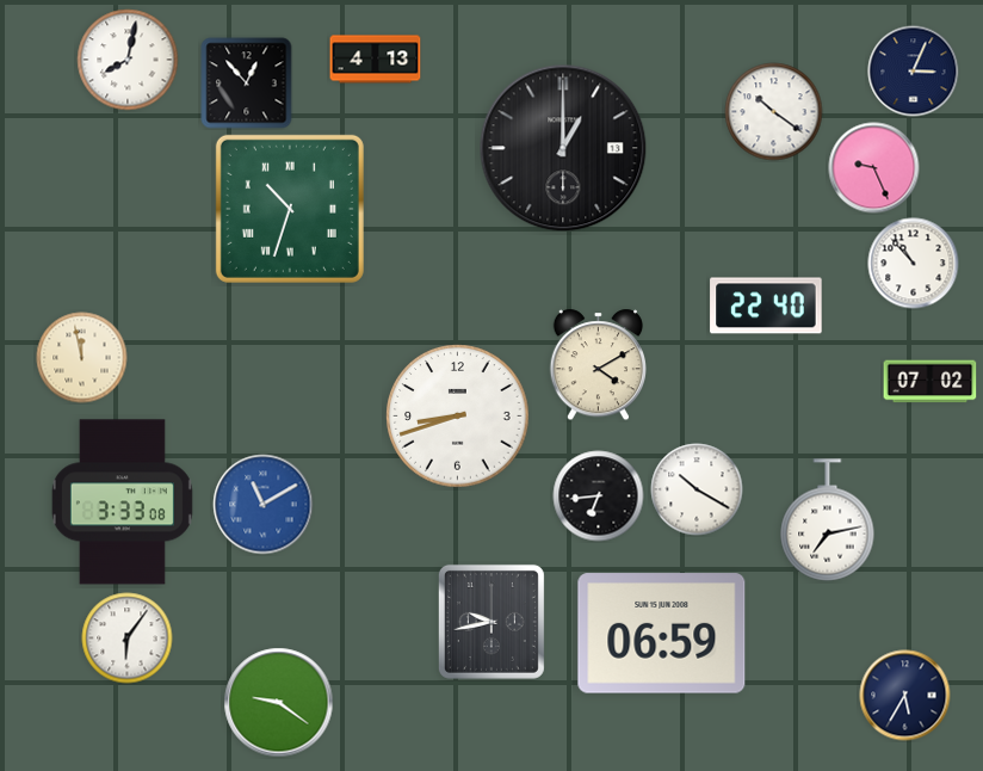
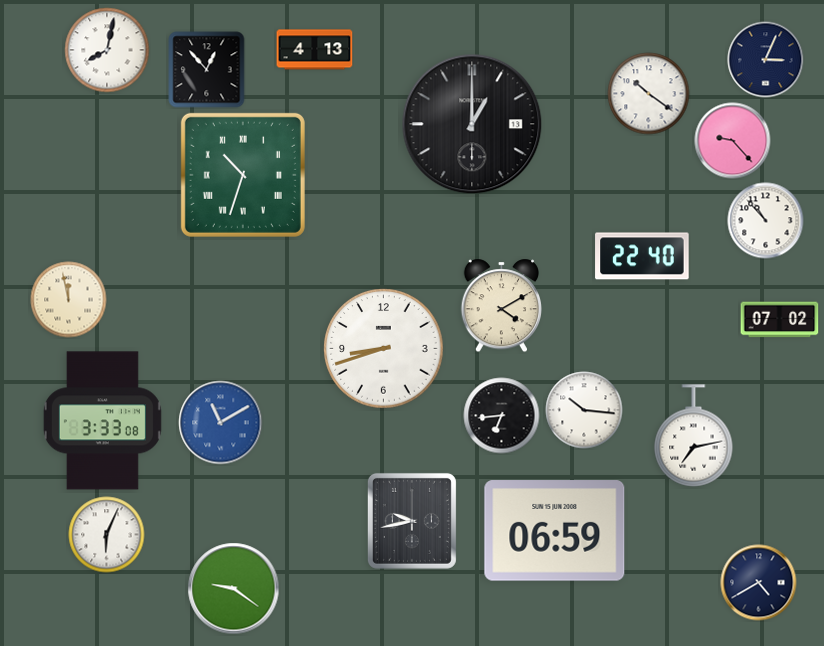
clock at (874, 168): 9:26 -> 9:23
clock at (697, 489): 10:20 -> 10:16
clock at (128, 639): 6:06 -> 6:04
clock at (905, 696): 5:35 -> 4:40
